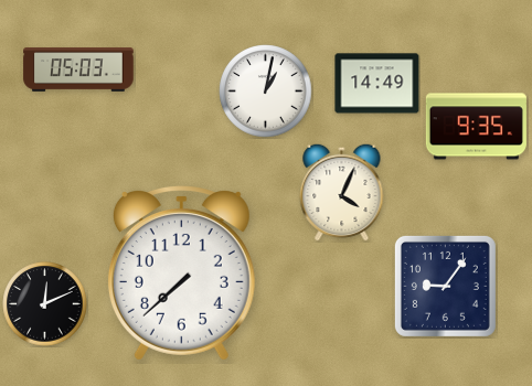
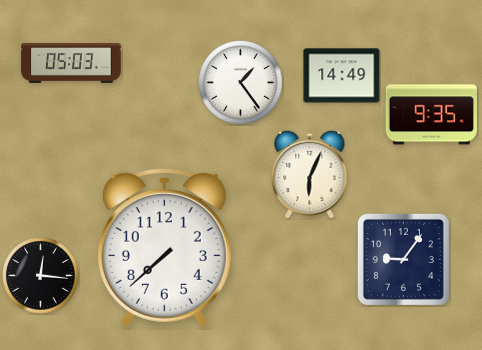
clock at (266, 92): 1:02 -> 1:24
clock at (342, 192): 4:04 -> 6:04
clock at (45, 304): 12:11 -> 12:16
